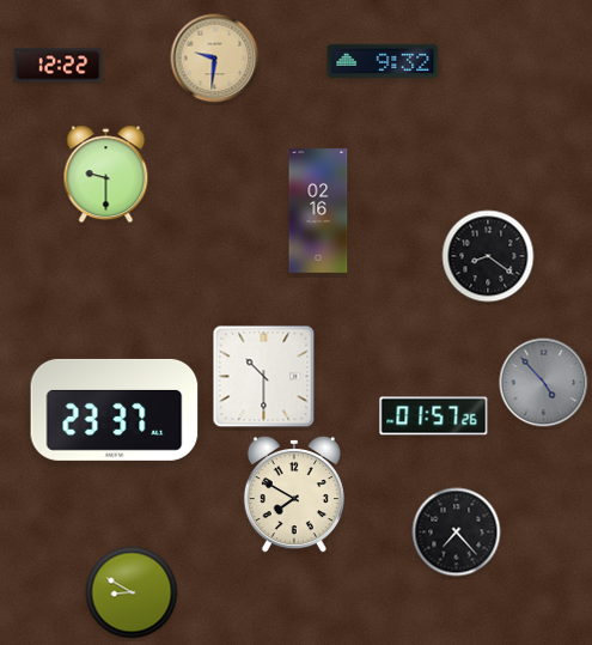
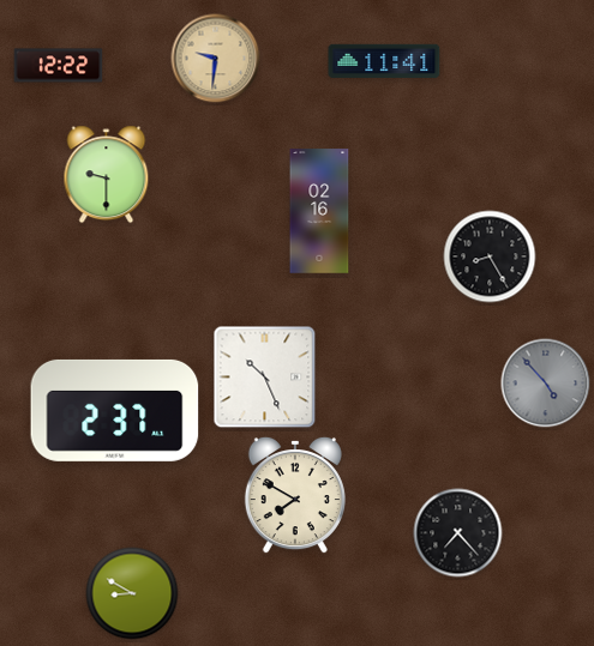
clock at (383, 61): 9:32 -> 11:41
clock at (488, 256): 8:21 -> 8:25
clock at (264, 377): 10:30 -> 10:26
clock at (115, 409): 23:37 -> 2:37
clock at (434, 416): 01:57 -> none
